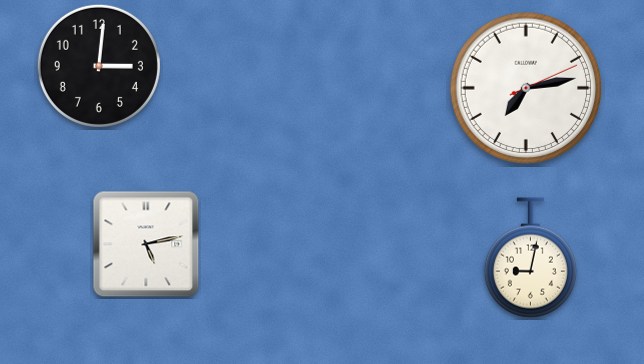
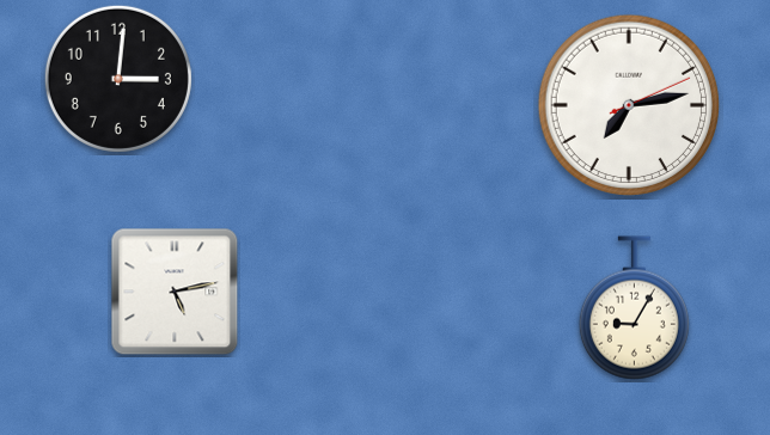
clock at (530, 258): 9:02 -> 9:05
